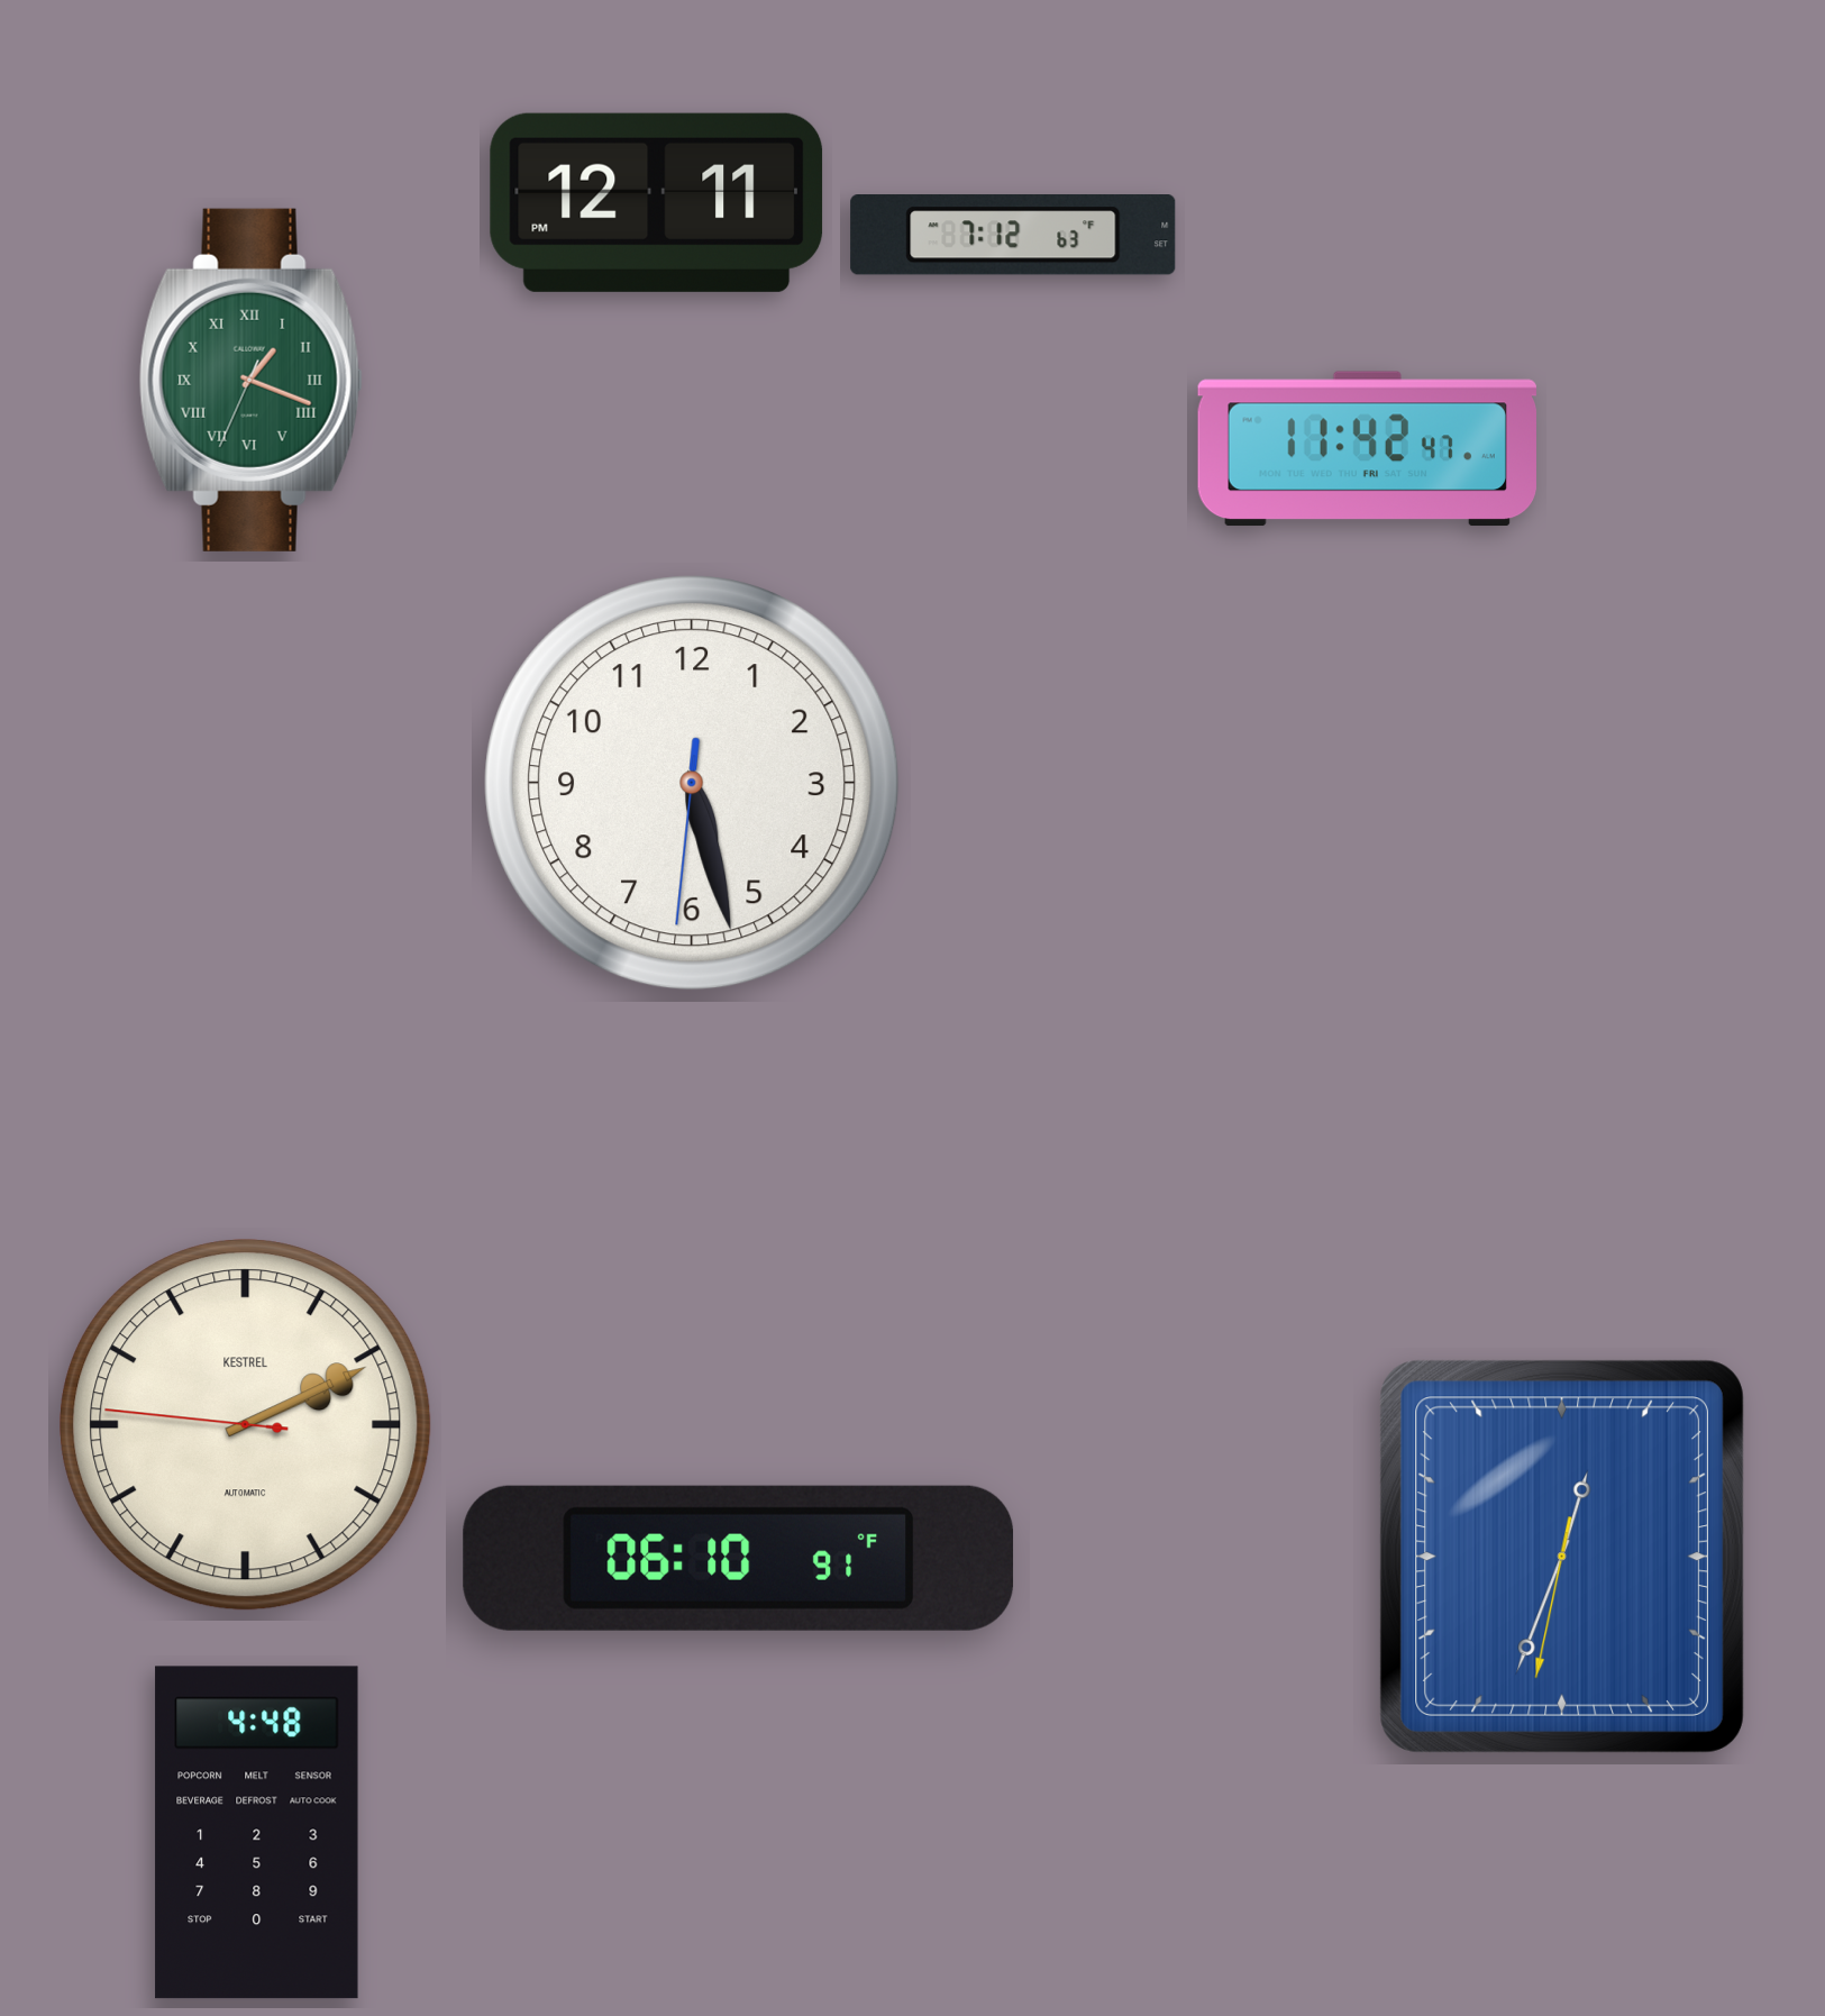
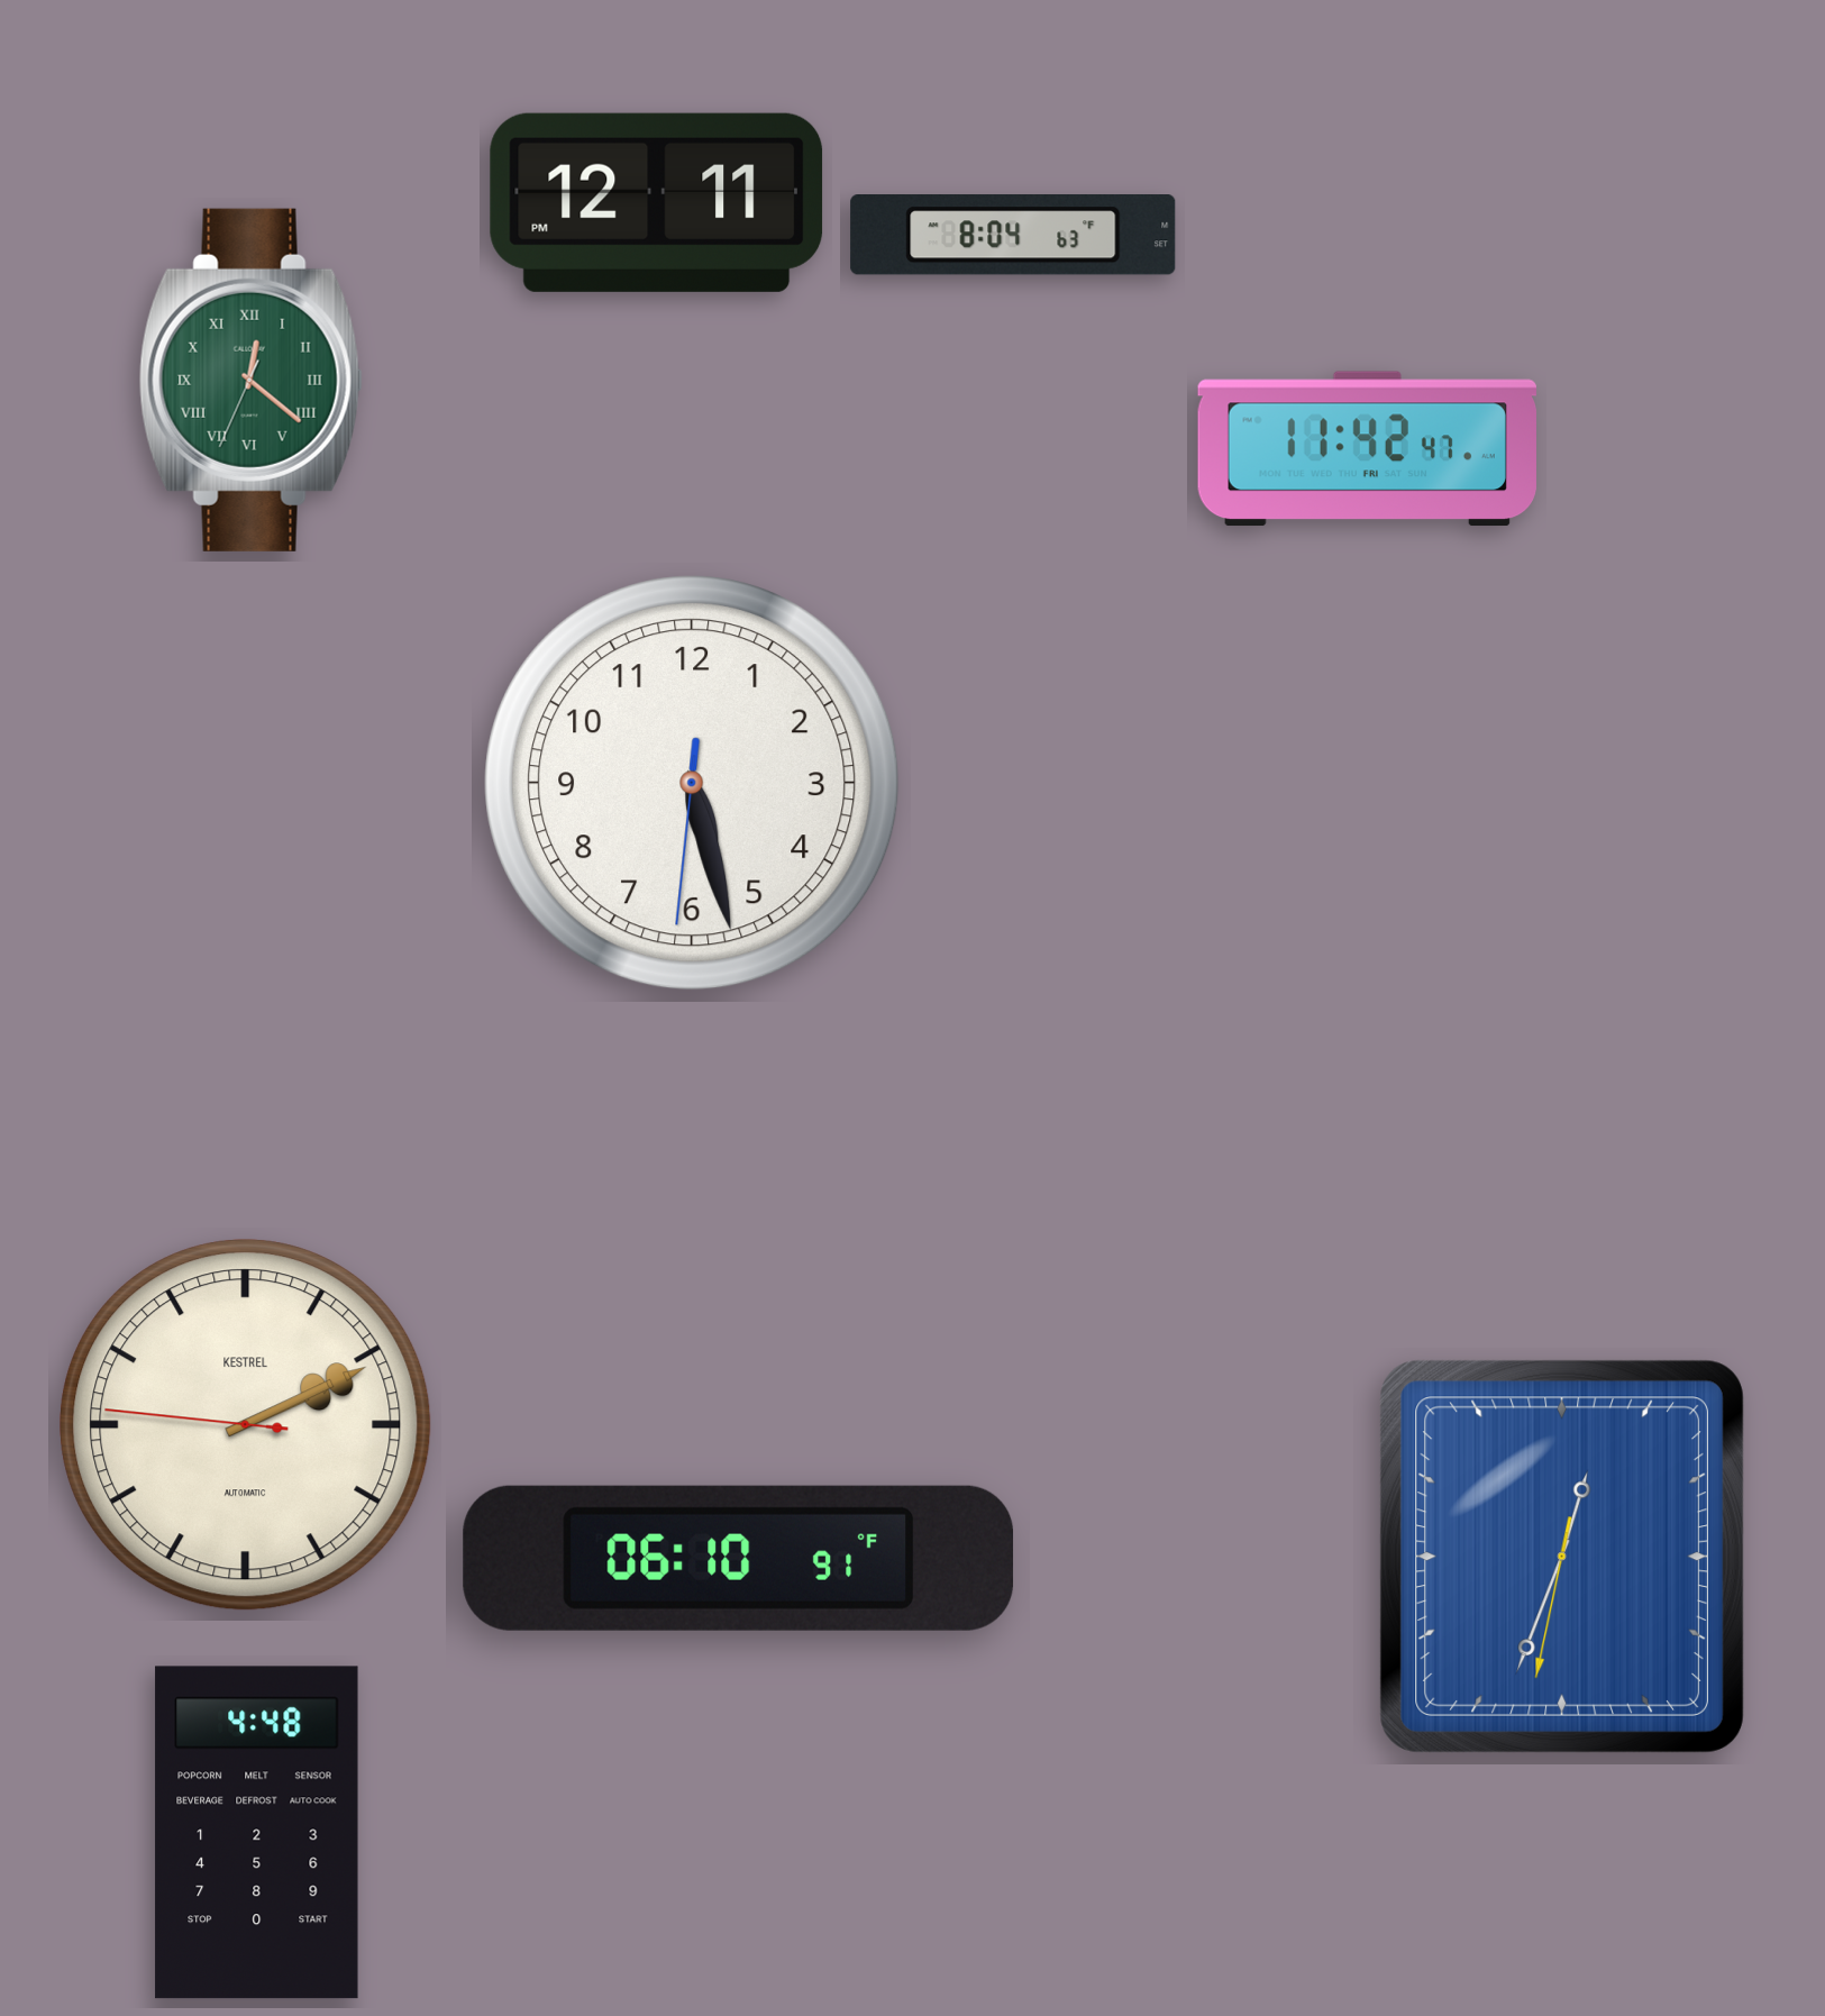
clock at (1013, 236): 7:12 -> 8:04
clock at (250, 380): 1:18 -> 12:21
